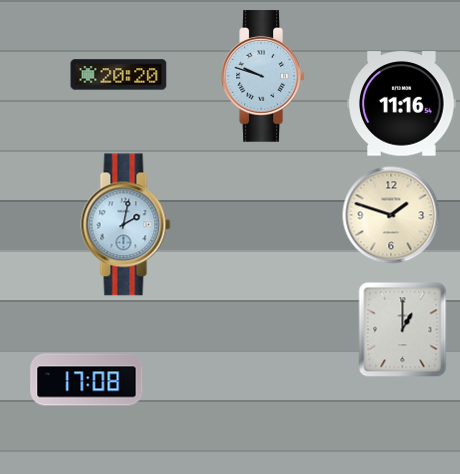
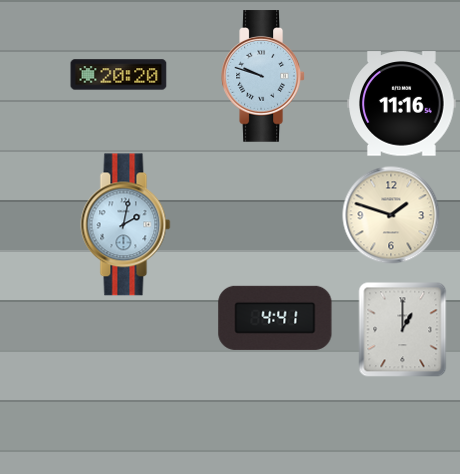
clock at (275, 318): none -> 4:41
clock at (87, 380): 17:08 -> none
